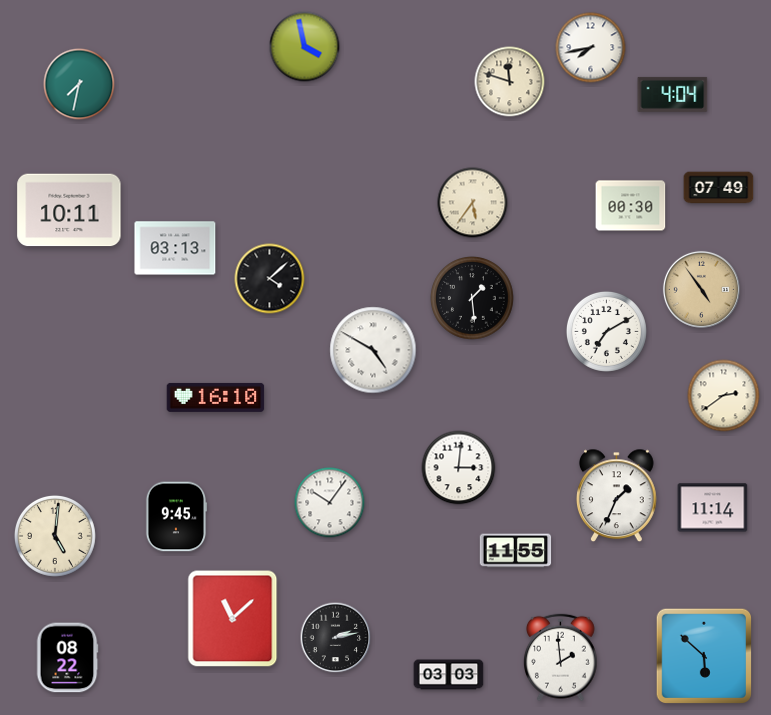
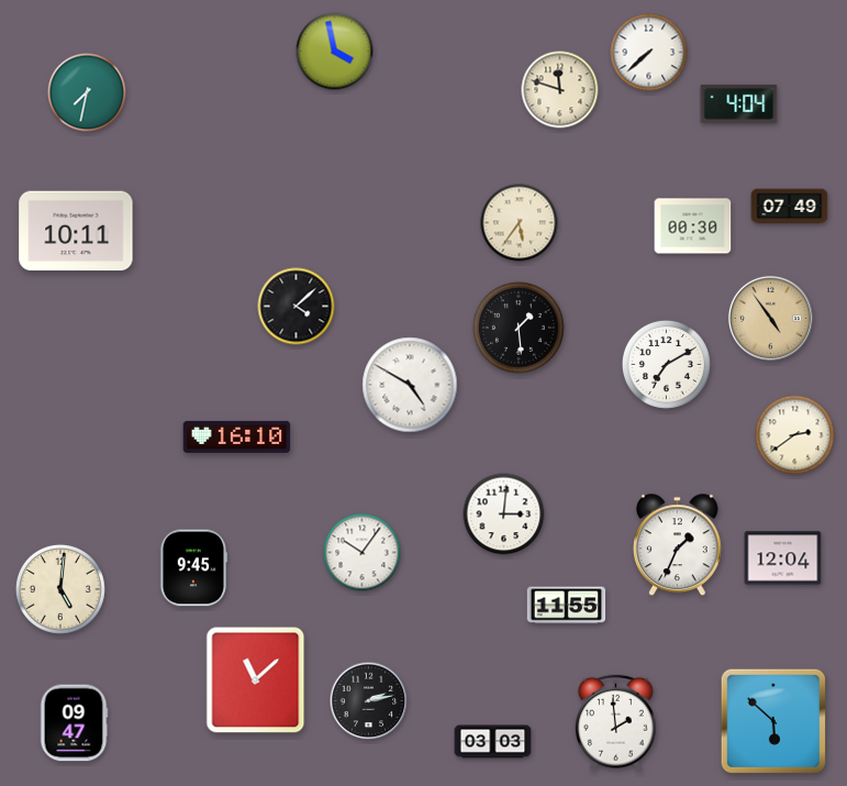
clock at (591, 48): 7:43 -> 7:38
clock at (175, 248): 03:13 -> none
clock at (713, 508): 11:14 -> 12:04
clock at (67, 658): 08:22 -> 09:47
